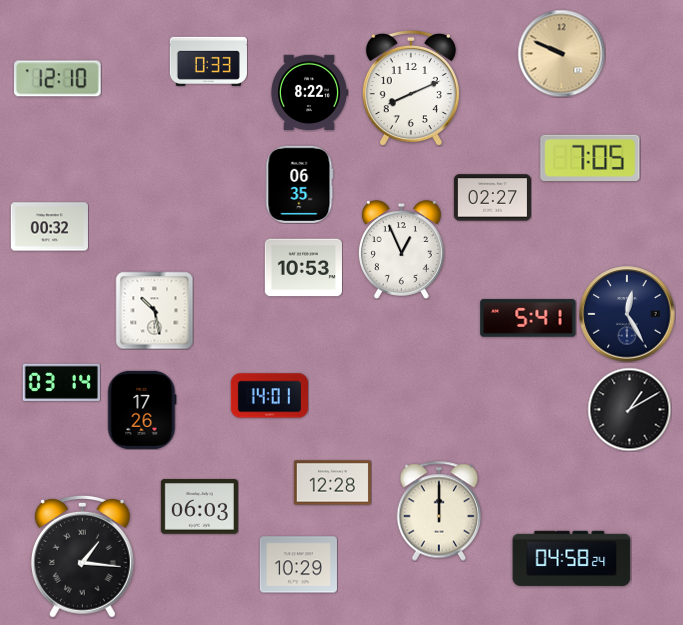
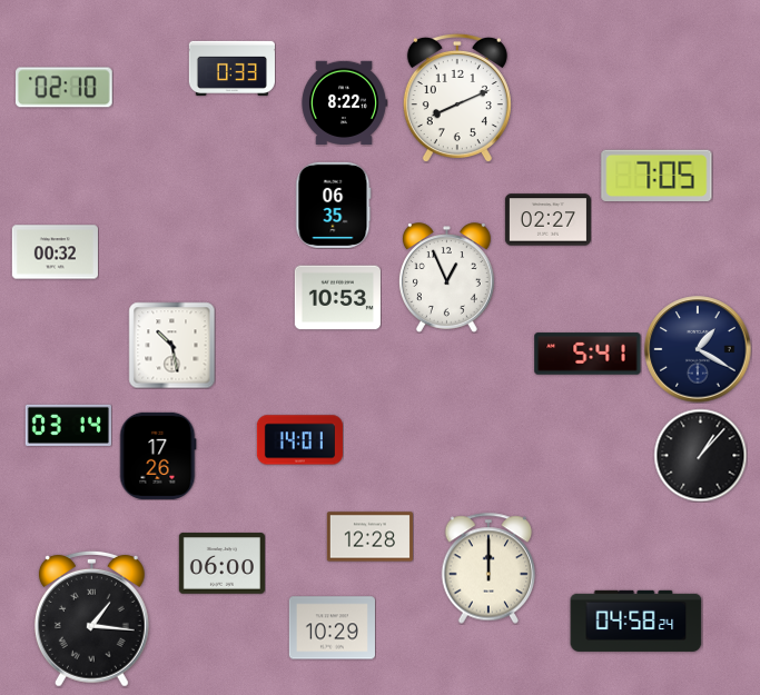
clock at (561, 53): 9:49 -> none
clock at (58, 79): 12:10 -> 02:10
clock at (627, 314): 12:25 -> 1:20
clock at (629, 409): 1:10 -> 1:07
clock at (199, 507): 06:03 -> 06:00
